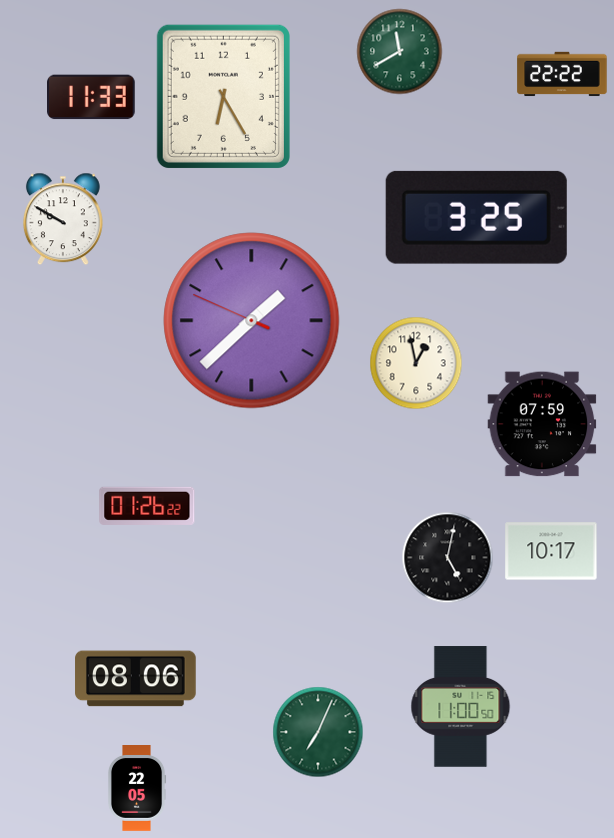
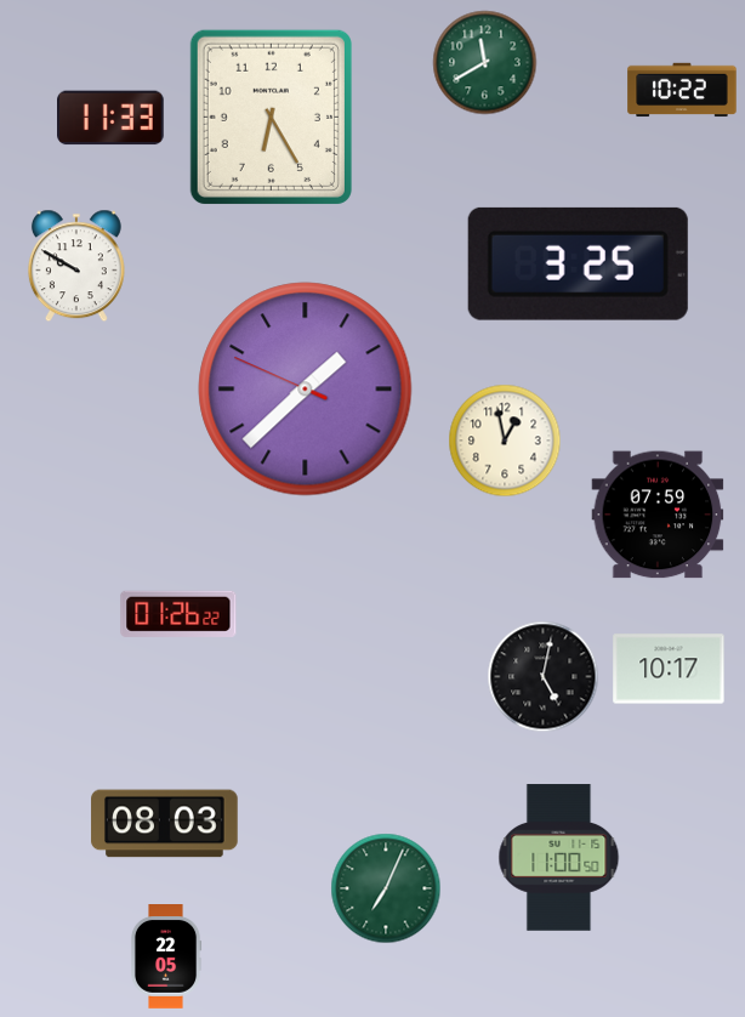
clock at (562, 74): 22:22 -> 10:22
clock at (136, 679): 08:06 -> 08:03
